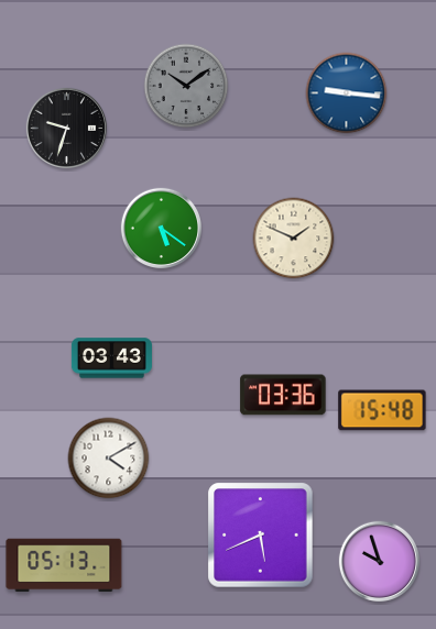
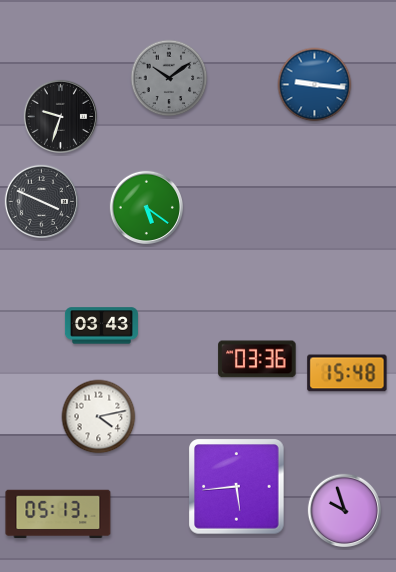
clock at (41, 201): none -> 3:49
clock at (294, 239): 1:49 -> none
clock at (109, 459): 4:10 -> 4:13
clock at (261, 536): 5:41 -> 5:44
